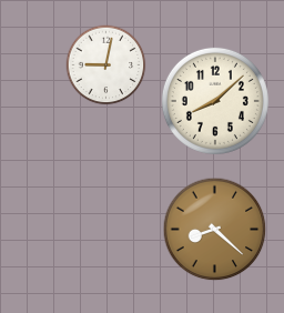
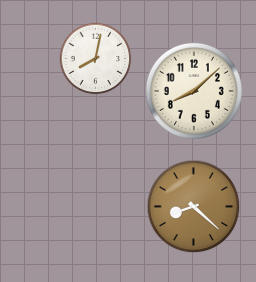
clock at (106, 65): 9:02 -> 8:02
